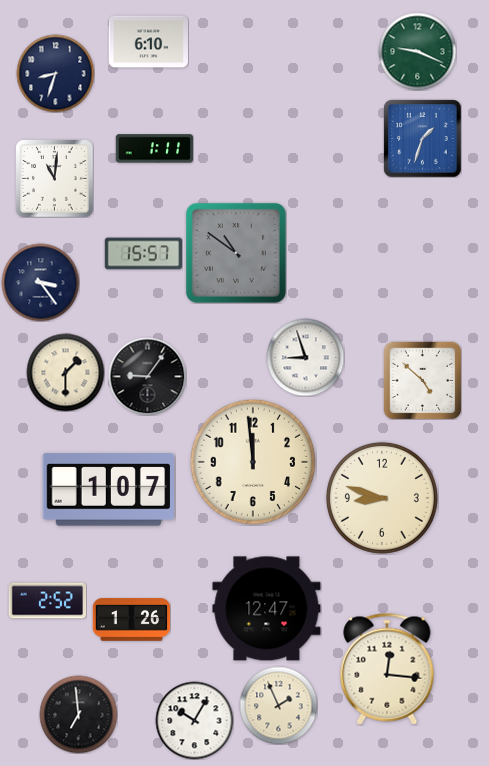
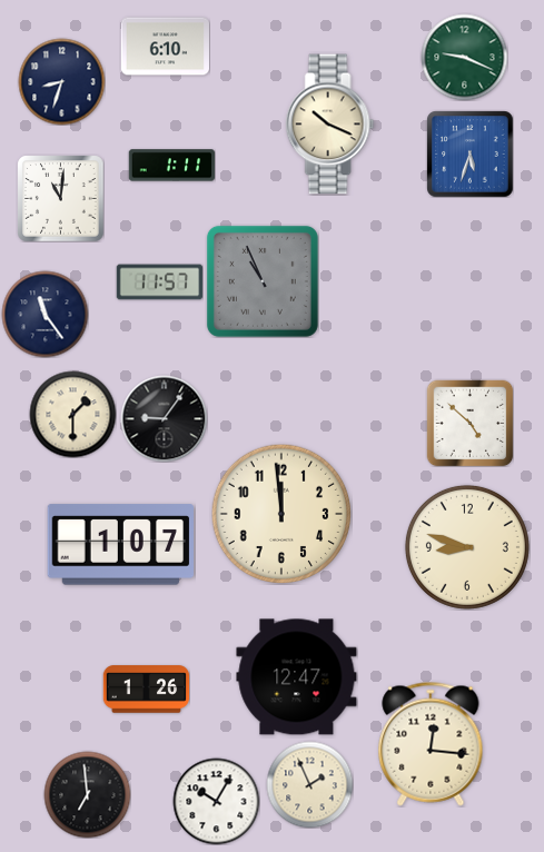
clock at (330, 125): none -> 10:19
clock at (422, 138): 1:33 -> 5:33
clock at (236, 253): 10:51 -> 10:56
clock at (143, 254): 15:57 -> 11:57
clock at (40, 282): 3:24 -> 11:24
clock at (305, 357): 8:57 -> none
clock at (382, 498) position: (382, 498) -> (467, 547)
clock at (47, 601): 2:52 -> none
